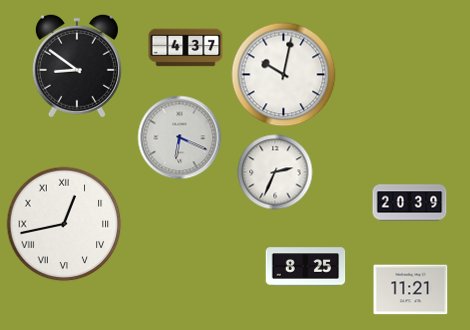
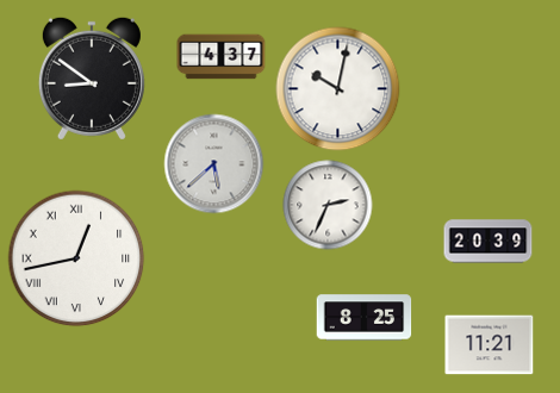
clock at (180, 138): 6:19 -> 5:38
clock at (64, 224) position: (64, 224) -> (76, 258)
